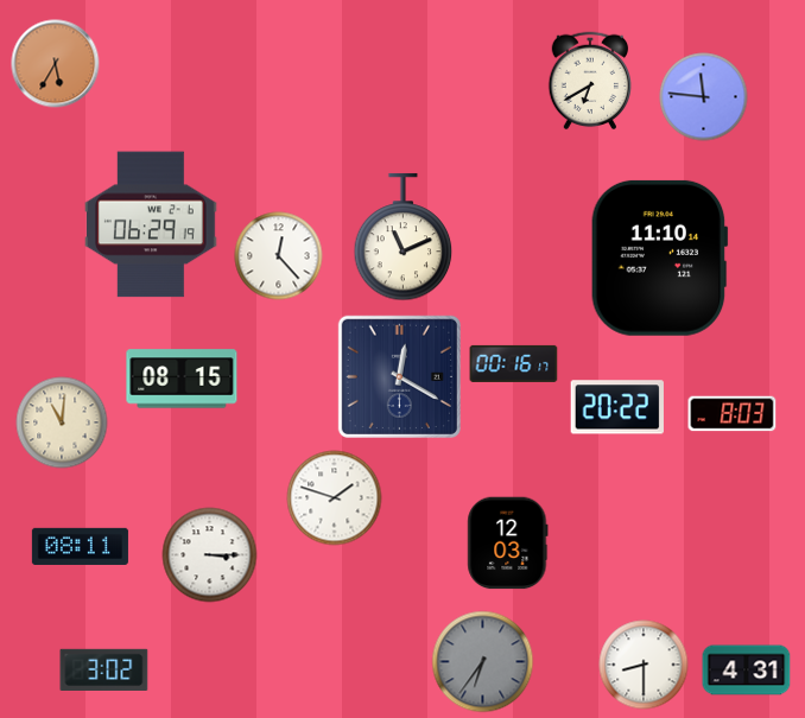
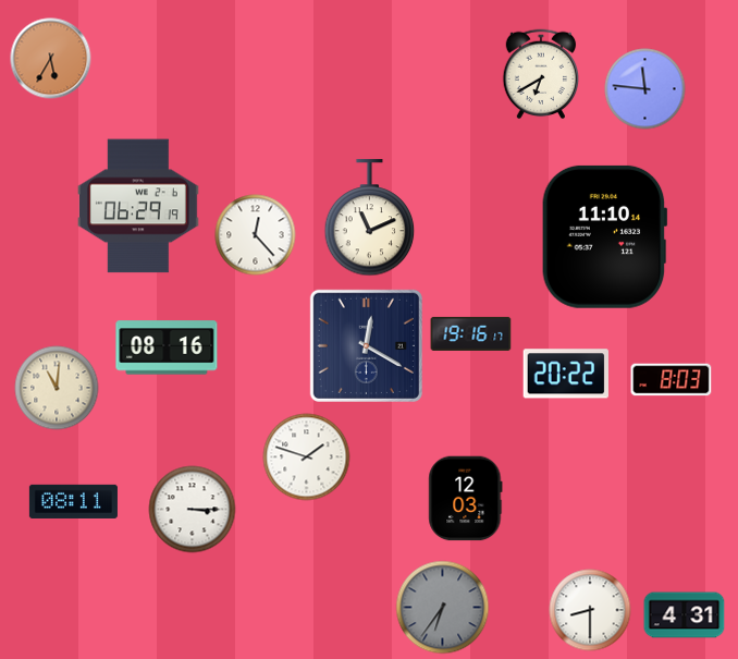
clock at (514, 363): 00:16 -> 19:16
clock at (182, 379): 08:15 -> 08:16
clock at (104, 669): 3:02 -> none
